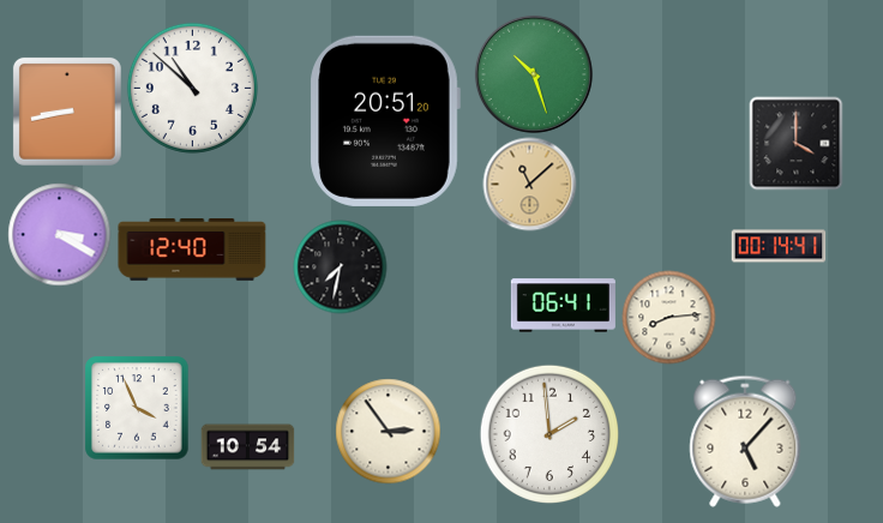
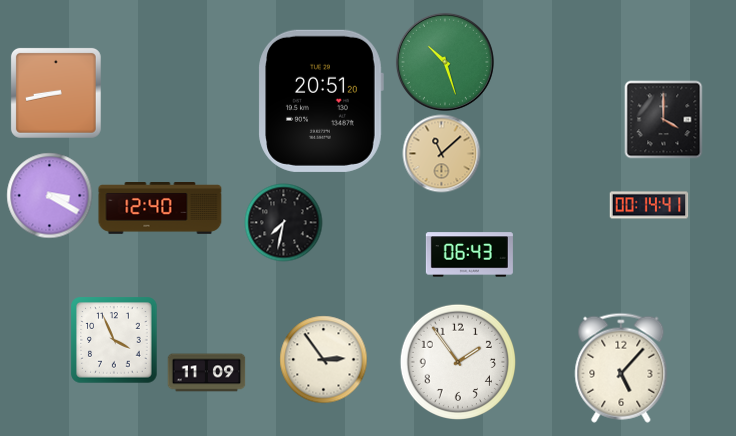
clock at (192, 88): 10:52 -> none
clock at (563, 306): 06:41 -> 06:43
clock at (668, 317): 8:14 -> none
clock at (548, 433): 1:59 -> 1:54
clock at (247, 447): 10:54 -> 11:09
